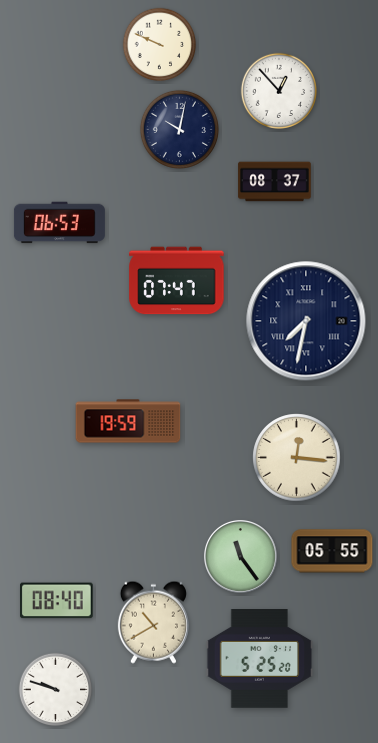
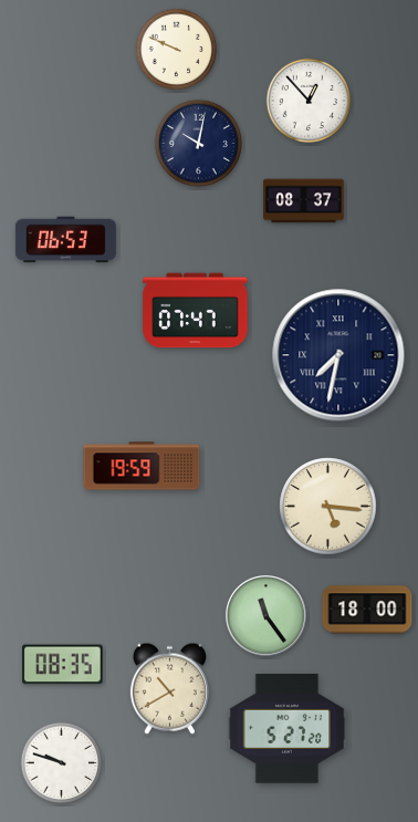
clock at (59, 223) position: (59, 223) -> (65, 240)
clock at (297, 458): 12:16 -> 5:16
clock at (332, 551): 05:55 -> 18:00
clock at (57, 601): 08:40 -> 08:35
clock at (260, 659): 5:25 -> 5:27
